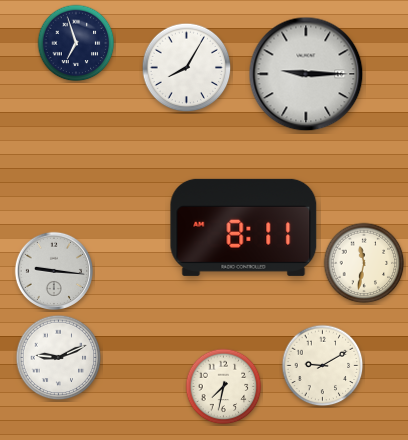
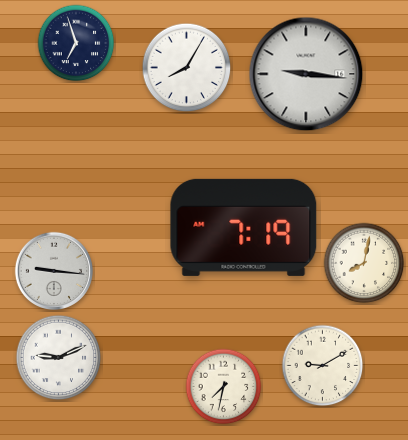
clock at (306, 74): 9:15 -> 9:16
clock at (244, 227): 8:11 -> 7:19
clock at (364, 263): 11:32 -> 8:02
